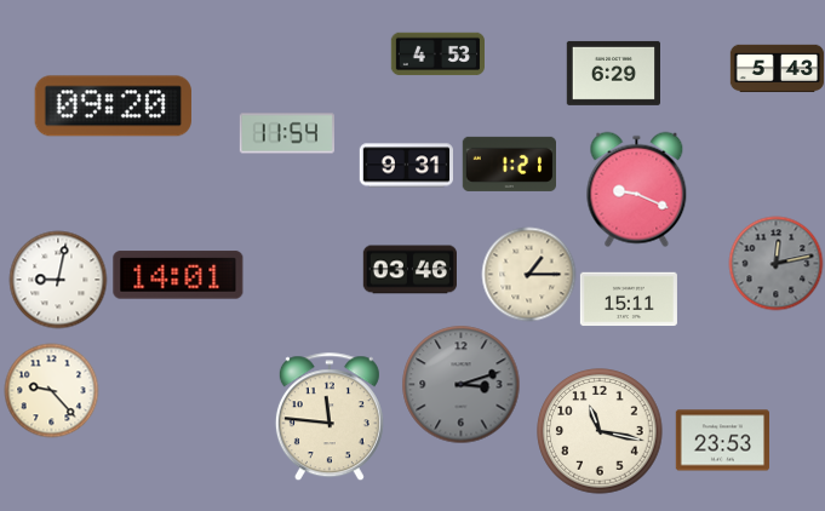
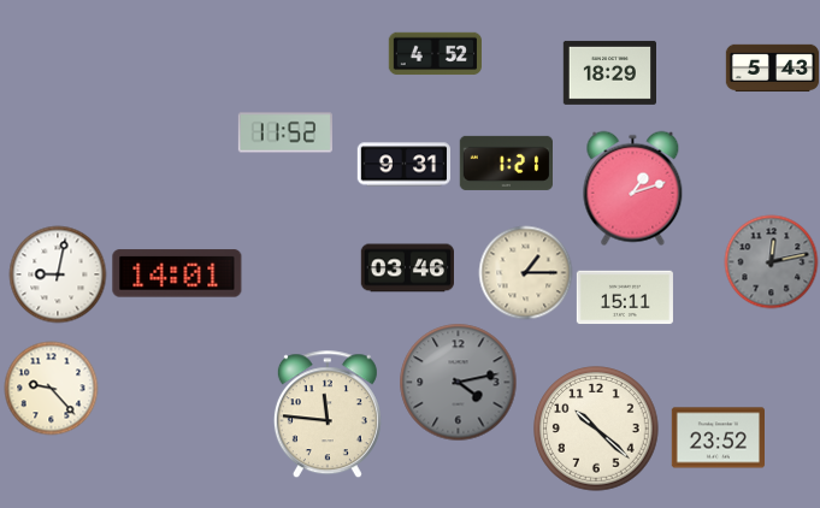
clock at (437, 54): 4:53 -> 4:52
clock at (613, 73): 6:29 -> 18:29
clock at (113, 107): 09:20 -> none
clock at (287, 133): 11:54 -> 11:52
clock at (637, 189): 9:19 -> 1:12
clock at (58, 280) position: (58, 280) -> (58, 274)
clock at (460, 384): 3:12 -> 4:13
clock at (600, 431): 11:17 -> 10:22
clock at (722, 441): 23:53 -> 23:52
